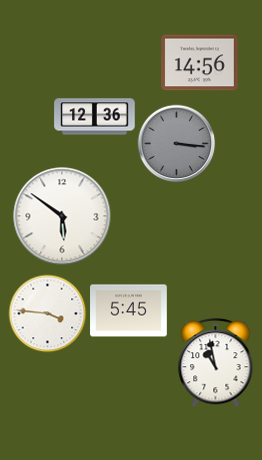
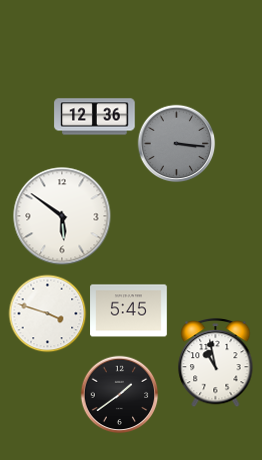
clock at (200, 63): 14:56 -> none
clock at (47, 313): 3:46 -> 3:48
clock at (119, 394): none -> 1:39
